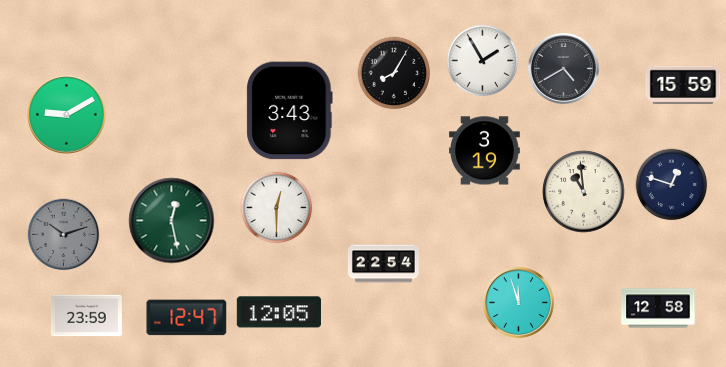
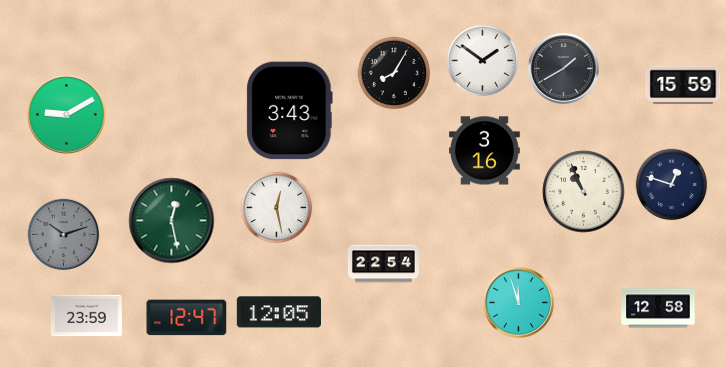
clock at (483, 61): 1:55 -> 1:51
clock at (563, 68): 4:40 -> 1:40
clock at (484, 151): 3:19 -> 3:16
clock at (584, 192): 10:59 -> 10:56
clock at (277, 208): 12:30 -> 12:28
